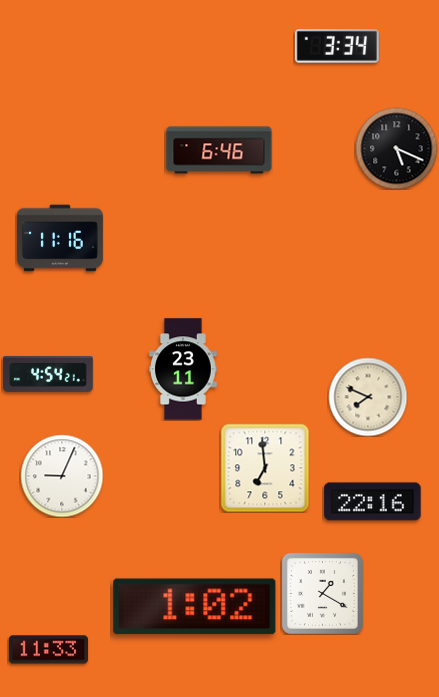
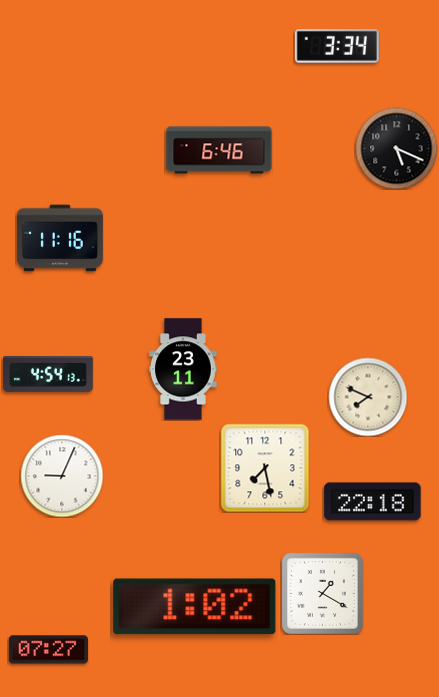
clock at (48, 374): 4:54:21 -> 4:54:13
clock at (265, 468): 6:59 -> 7:28
clock at (373, 502): 22:16 -> 22:18
clock at (48, 650): 11:33 -> 07:27
